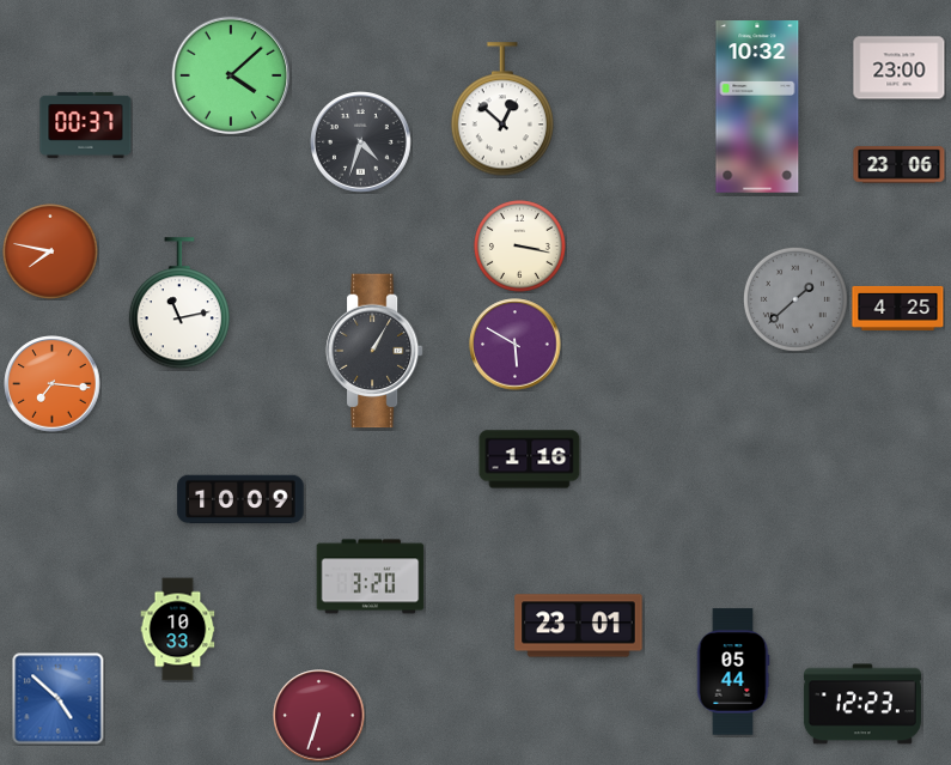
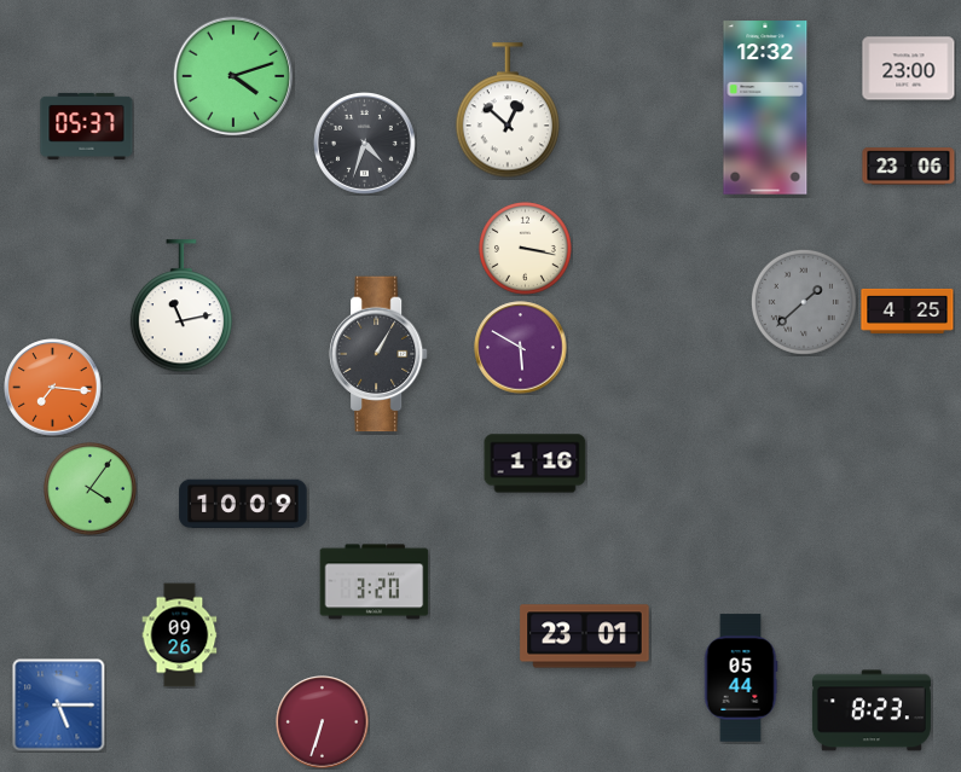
clock at (231, 75): 4:08 -> 4:12
clock at (757, 107): 10:32 -> 12:32
clock at (86, 125): 00:37 -> 05:37
clock at (50, 251): 7:47 -> none
clock at (91, 489): none -> 4:06
clock at (579, 626) position: (579, 626) -> (585, 637)
clock at (178, 630): 10:33 -> 09:26
clock at (59, 699): 4:52 -> 5:15
clock at (862, 704): 12:23 -> 8:23
